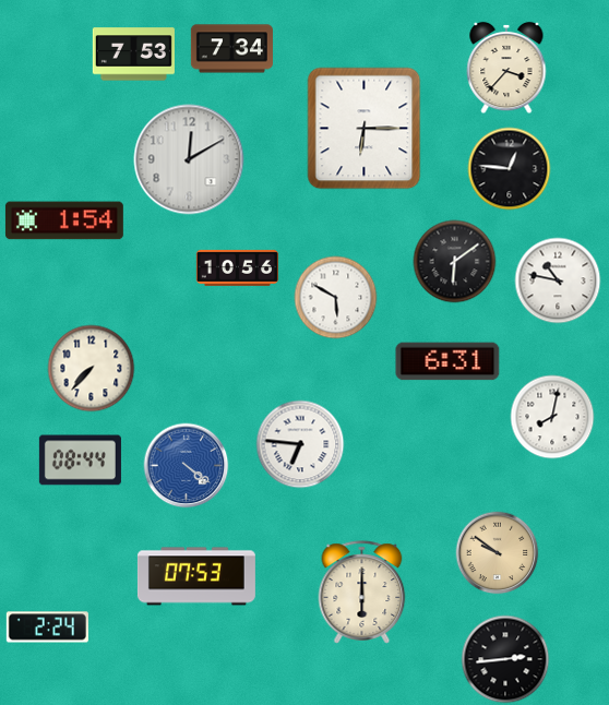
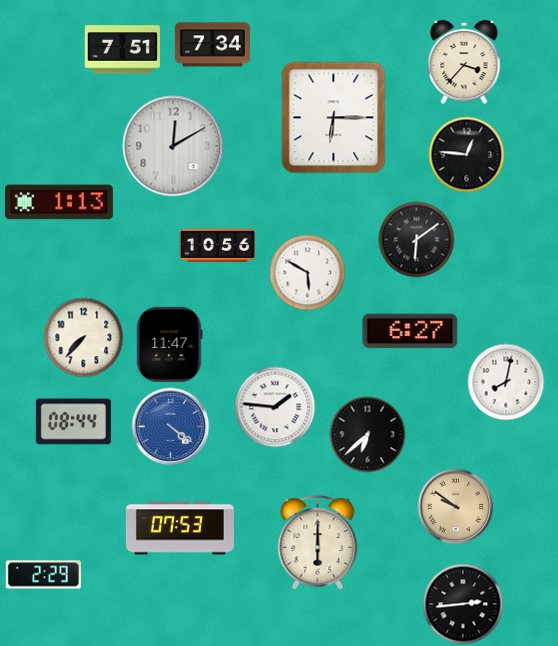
clock at (133, 55): 7:53 -> 7:51
clock at (64, 220): 1:54 -> 1:13
clock at (558, 280): 10:47 -> none
clock at (447, 361): 6:31 -> 6:27
clock at (170, 344): none -> 11:47
clock at (300, 444): 6:46 -> 1:46
clock at (368, 435): none -> 6:38
clock at (362, 593) position: (362, 593) -> (318, 543)
clock at (47, 628): 2:24 -> 2:29
